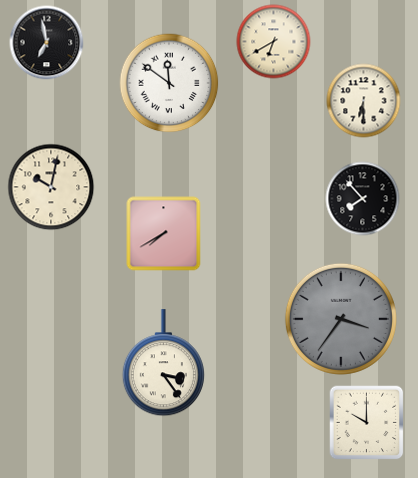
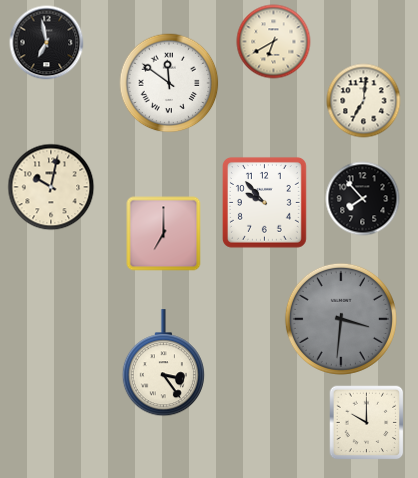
clock at (364, 101): 6:30 -> 7:01
clock at (264, 202): none -> 9:53
clock at (164, 234): 7:40 -> 7:00
clock at (341, 319): 3:36 -> 3:31
